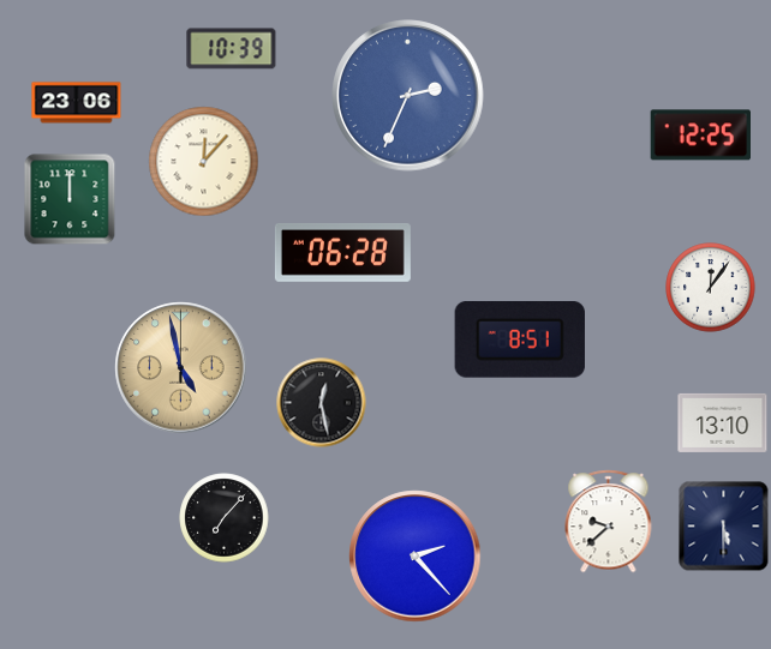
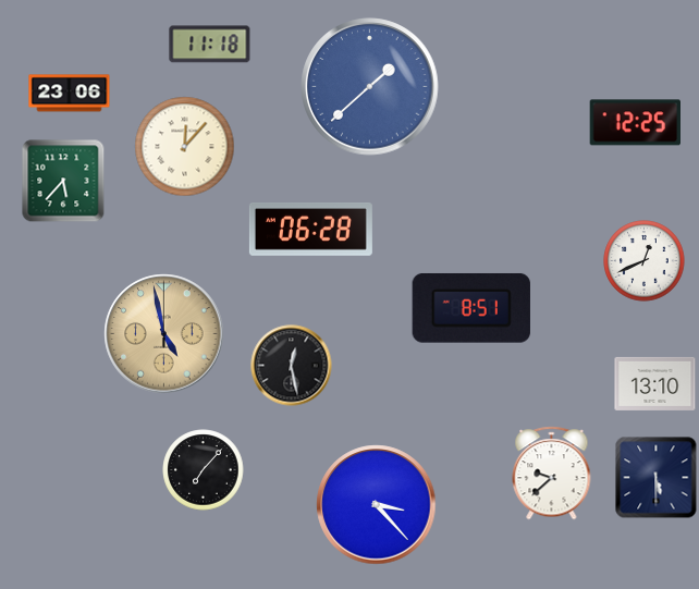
clock at (232, 49): 10:39 -> 11:18
clock at (408, 96): 2:34 -> 1:38
clock at (70, 199): 12:00 -> 5:37
clock at (711, 288): 12:06 -> 12:41
clock at (416, 557): 2:23 -> 3:23
